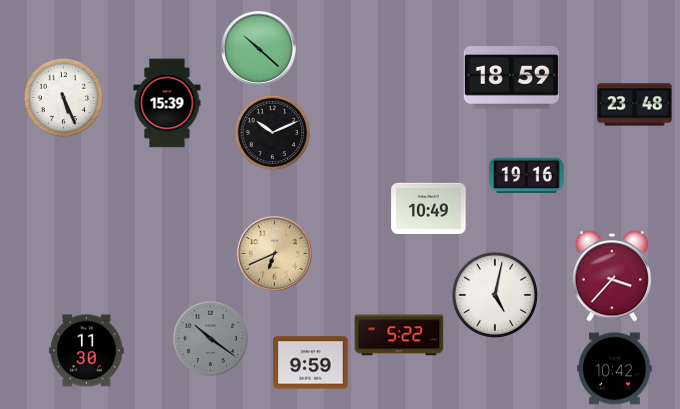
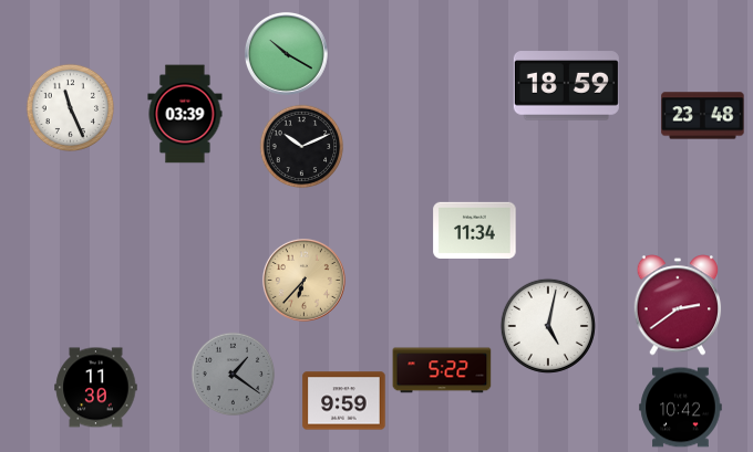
clock at (258, 48): 10:22 -> 10:20
clock at (63, 97): 5:26 -> 11:26
clock at (167, 103): 15:39 -> 03:39
clock at (527, 176): 19:16 -> none
clock at (429, 208): 10:49 -> 11:34
clock at (274, 253): 6:41 -> 6:37
clock at (612, 276): 3:37 -> 2:39
clock at (211, 339): 10:21 -> 1:21
